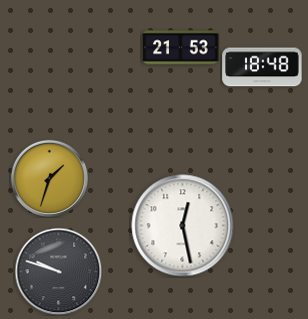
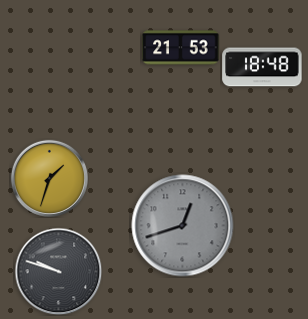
clock at (183, 226): 12:28 -> 12:42
clock at (183, 226) dial: white -> grey
